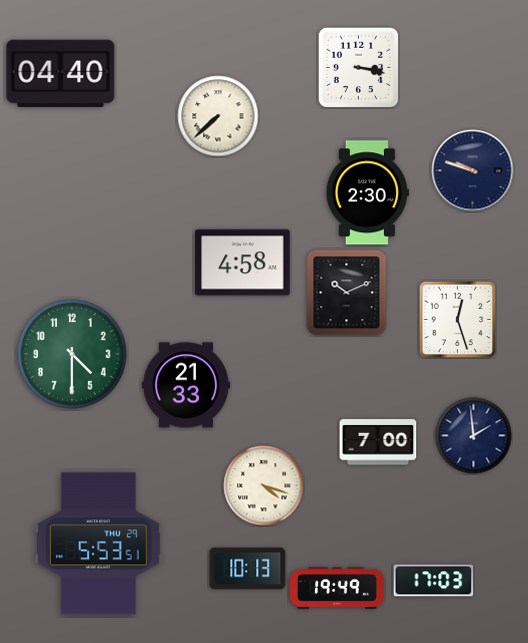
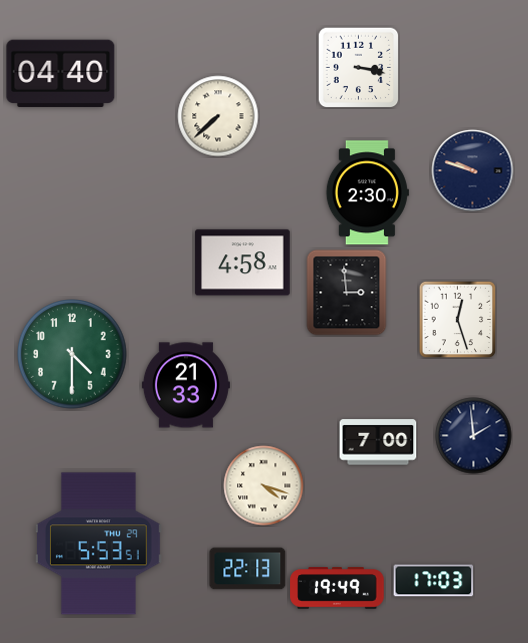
clock at (347, 293): 10:11 -> 2:59
clock at (248, 569): 10:13 -> 22:13
